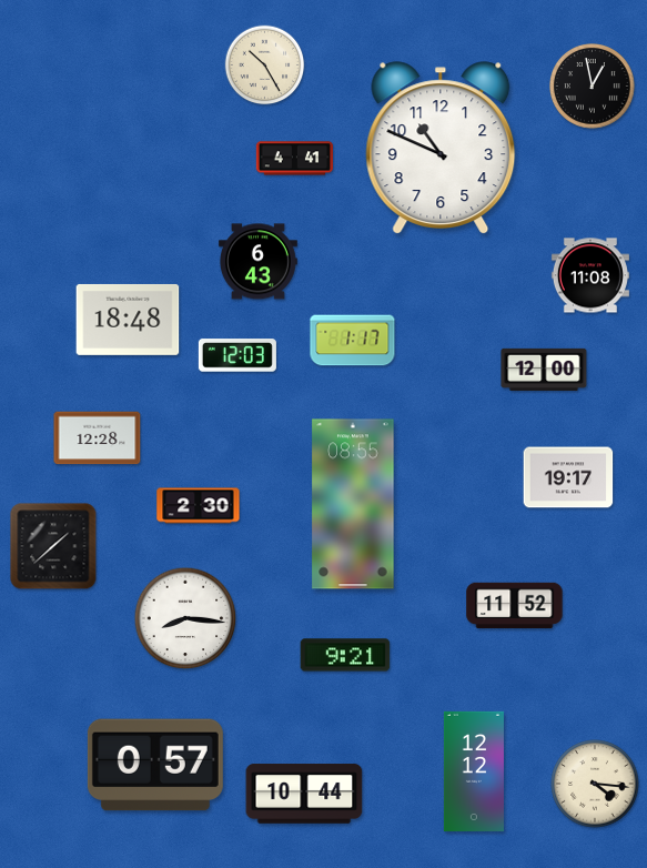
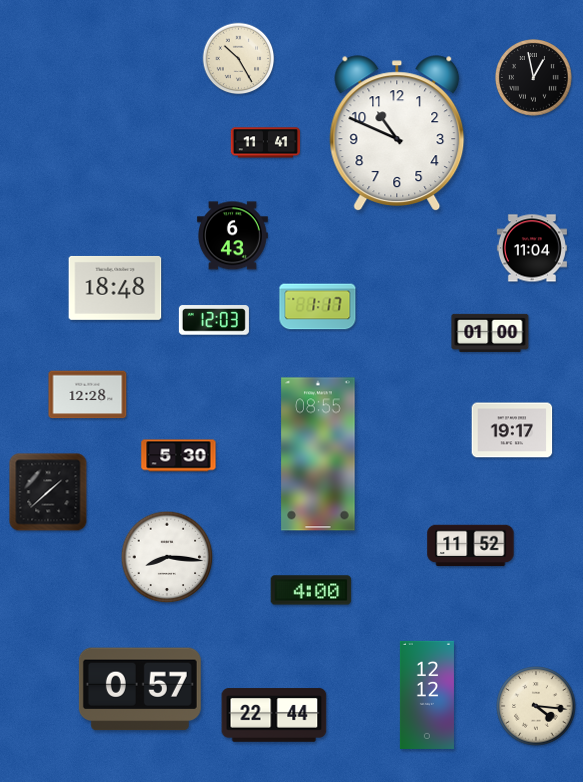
clock at (294, 159): 4:41 -> 11:41
clock at (590, 275): 11:08 -> 11:04
clock at (544, 370): 12:00 -> 01:00
clock at (199, 506): 2:30 -> 5:30
clock at (515, 606) position: (515, 606) -> (471, 546)
clock at (345, 655): 9:21 -> 4:00
clock at (304, 794): 10:44 -> 22:44
